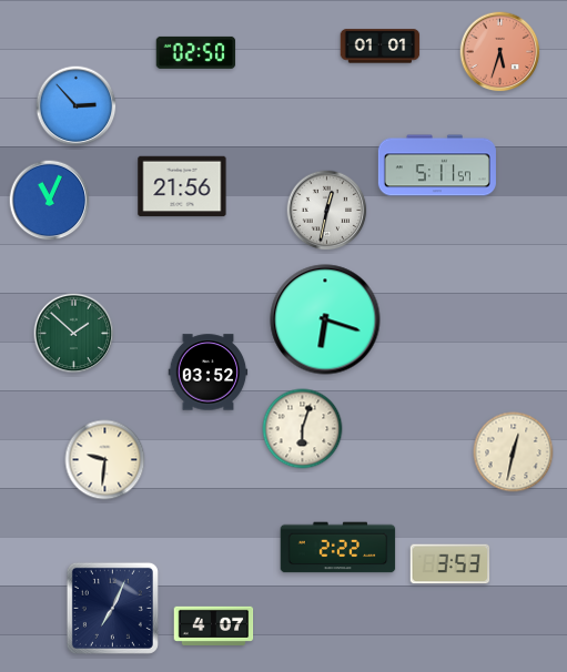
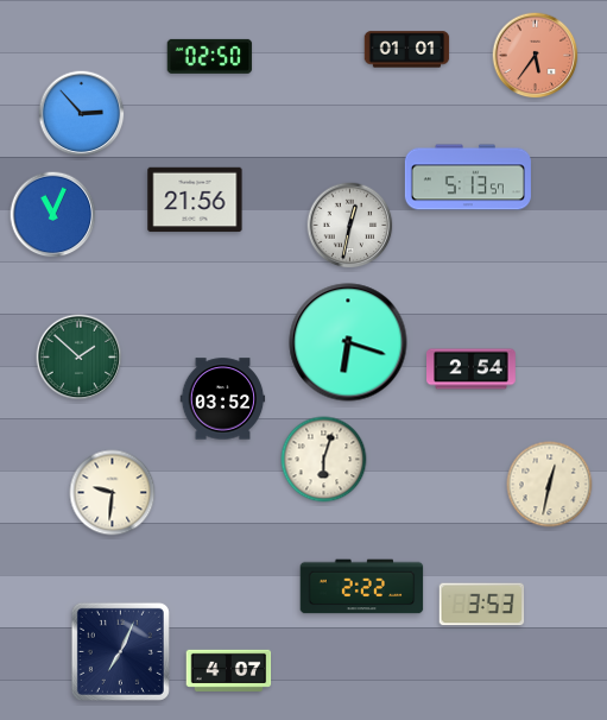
clock at (500, 52): 5:33 -> 5:36
clock at (437, 165): 5:11 -> 5:13
clock at (472, 370): none -> 2:54
